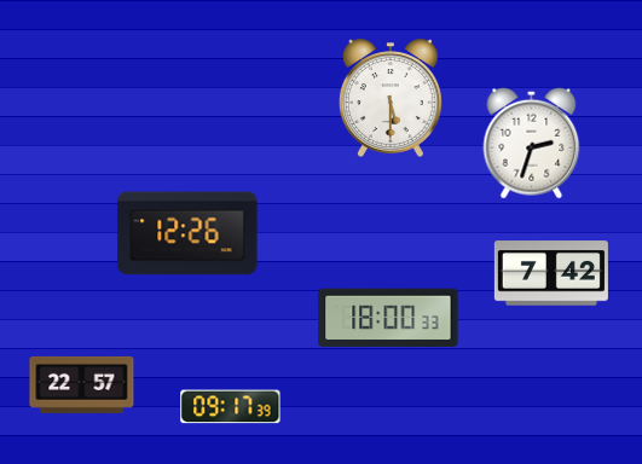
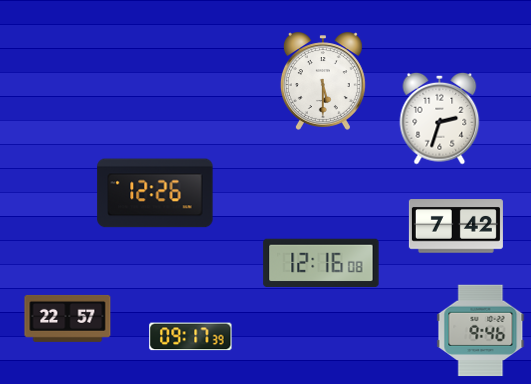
clock at (388, 318): 18:00 -> 12:16
clock at (481, 331): none -> 9:46
